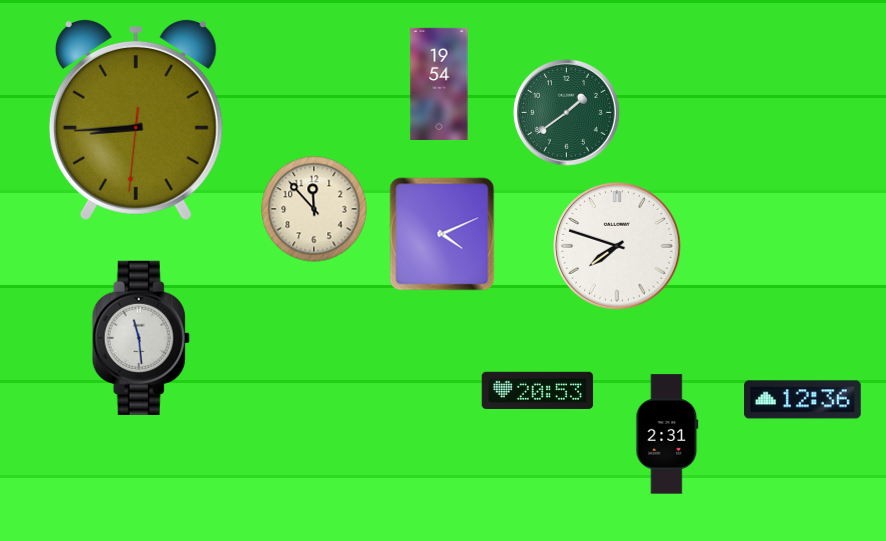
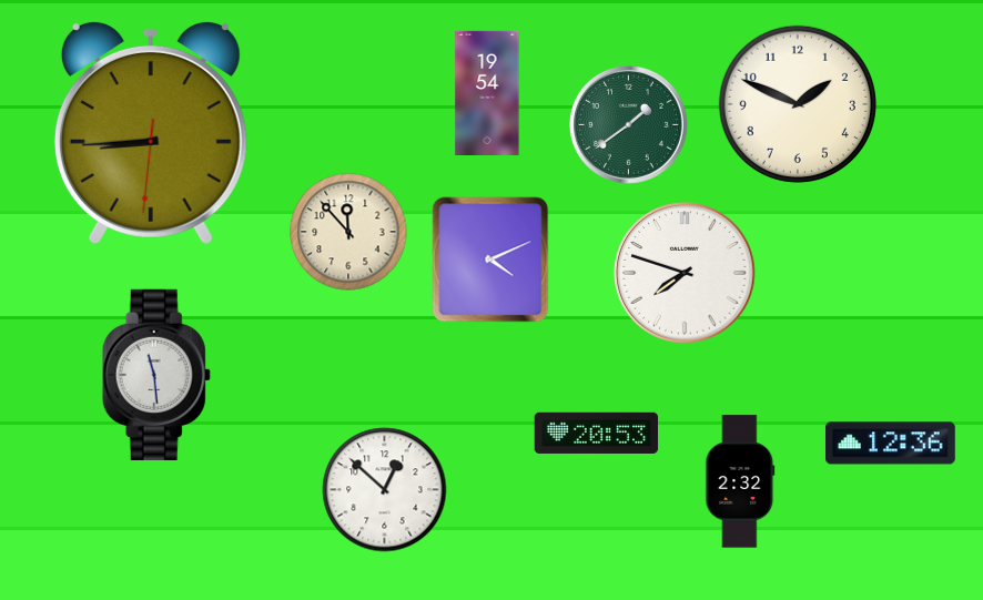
clock at (798, 104): none -> 1:49
clock at (667, 434): 2:31 -> 2:32
clock at (385, 490): none -> 12:52
